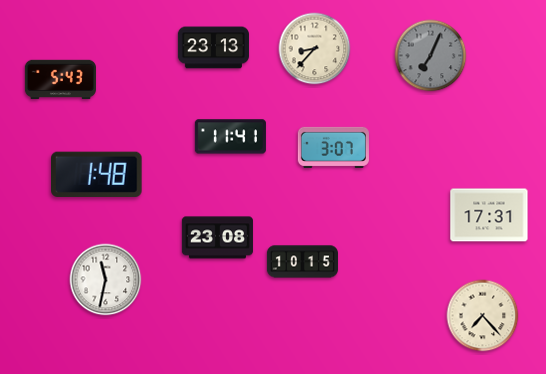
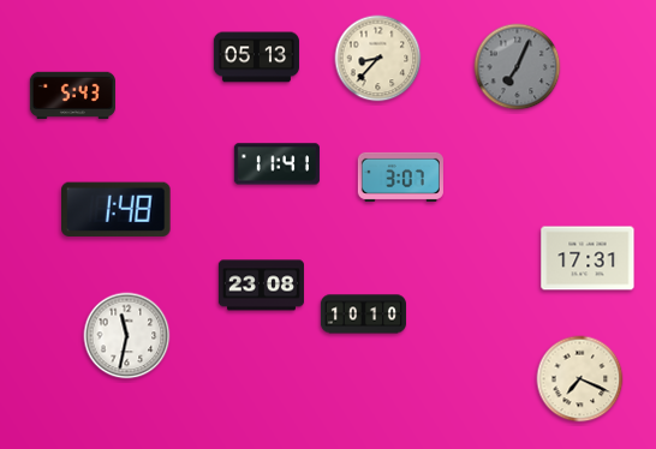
clock at (213, 48): 23:13 -> 05:13
clock at (302, 262): 10:15 -> 10:10
clock at (483, 316): 7:23 -> 7:19
